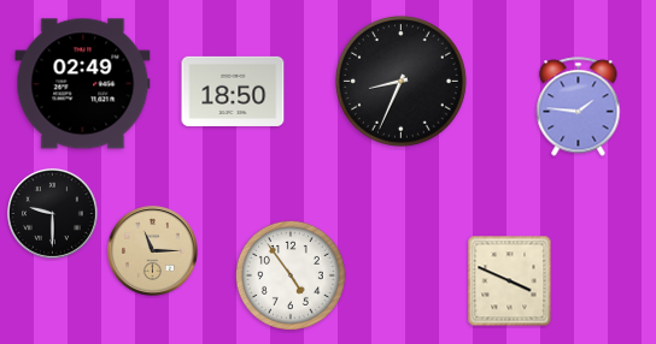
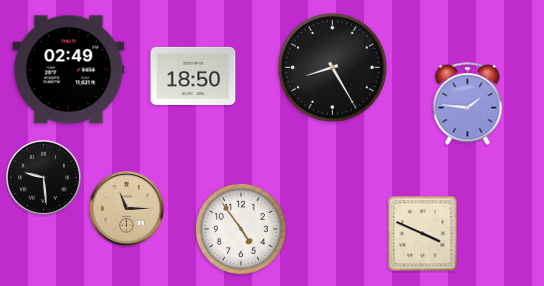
clock at (400, 81): 8:34 -> 8:25
clock at (579, 107) position: (579, 107) -> (468, 104)
clock at (53, 214): 9:30 -> 9:29
